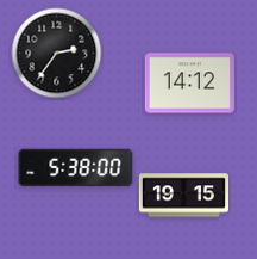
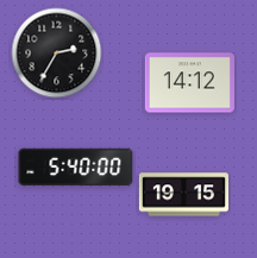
clock at (57, 54): 2:36 -> 2:35
clock at (76, 168): 5:38 -> 5:40
